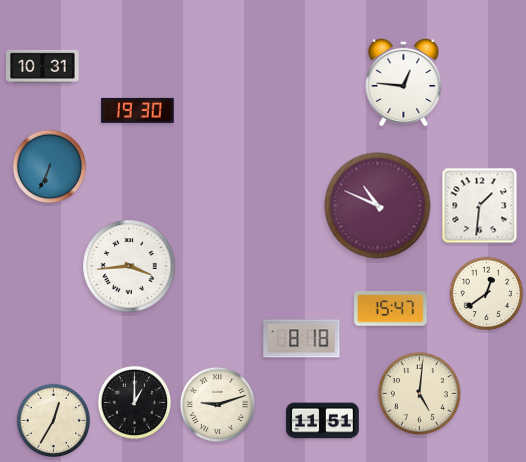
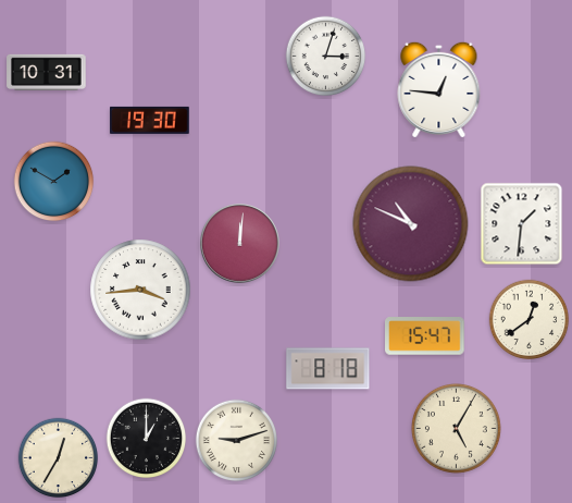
clock at (326, 57): none -> 3:03
clock at (50, 167): 6:34 -> 1:50
clock at (239, 243): none -> 12:01
clock at (419, 393): 5:01 -> 5:05
clock at (323, 421): 11:51 -> none
